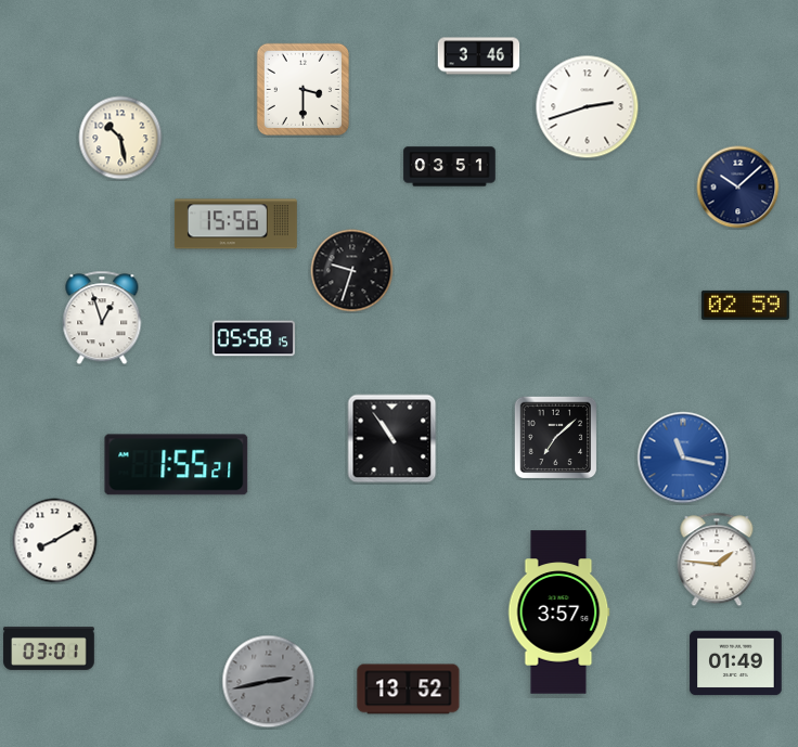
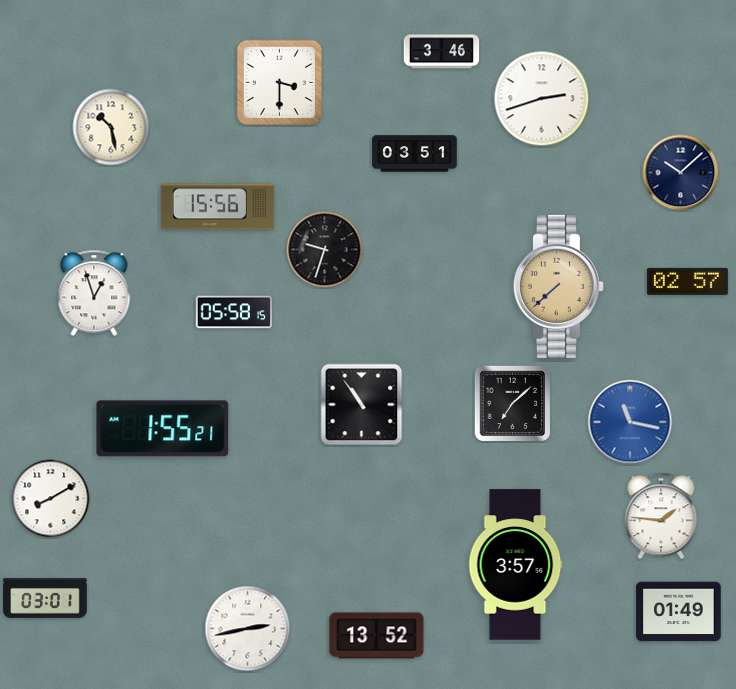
clock at (745, 305): 02:59 -> 02:57
clock at (558, 286): none -> 7:38
clock at (269, 682) dial: grey -> white
